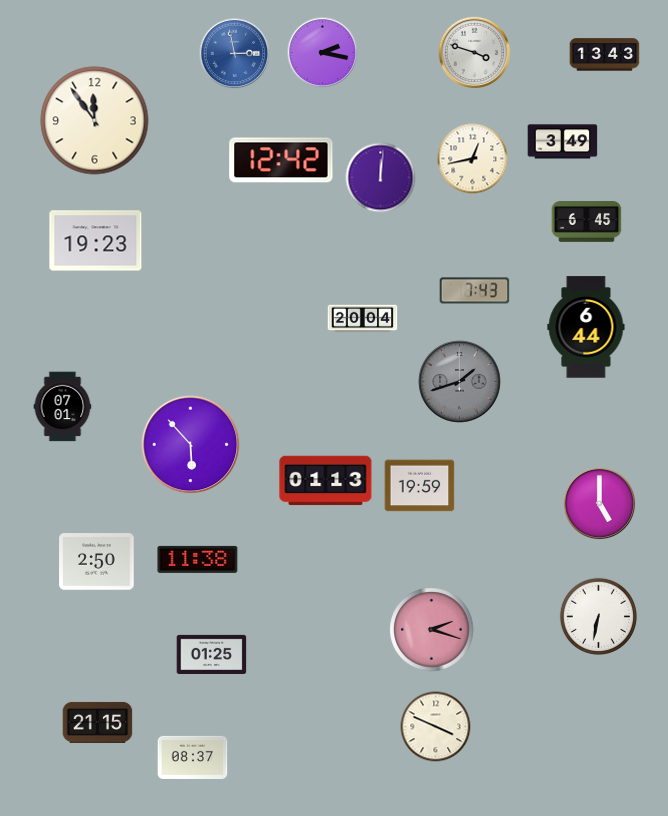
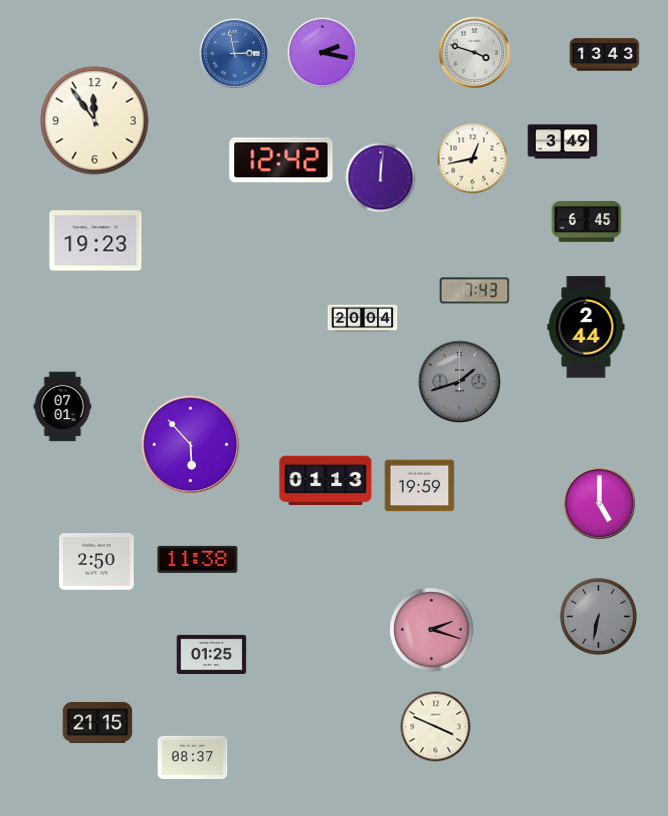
clock at (586, 327): 6:44 -> 2:44
clock at (598, 616) dial: white -> grey
